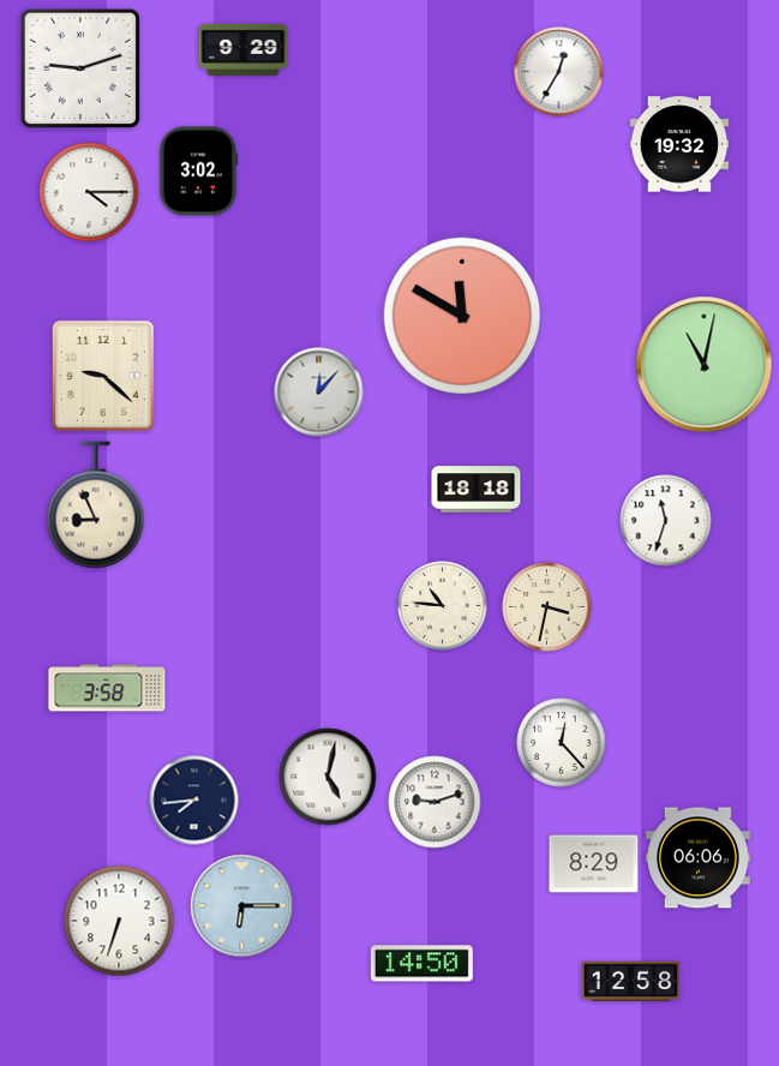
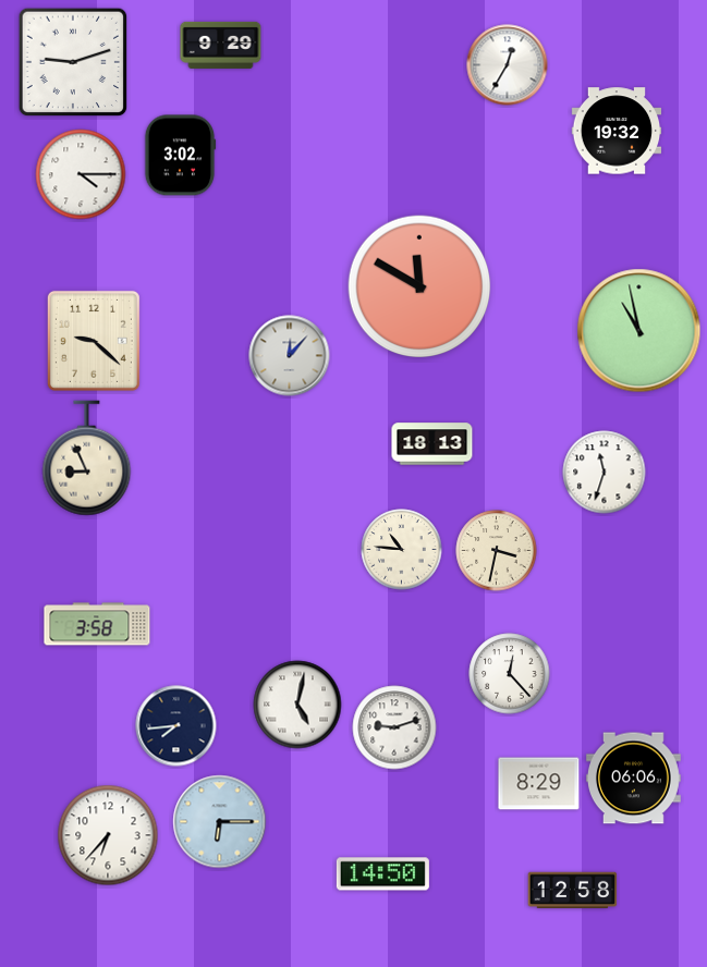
clock at (705, 365): 11:02 -> 10:58
clock at (477, 490): 18:18 -> 18:13
clock at (119, 921): 6:33 -> 6:37
